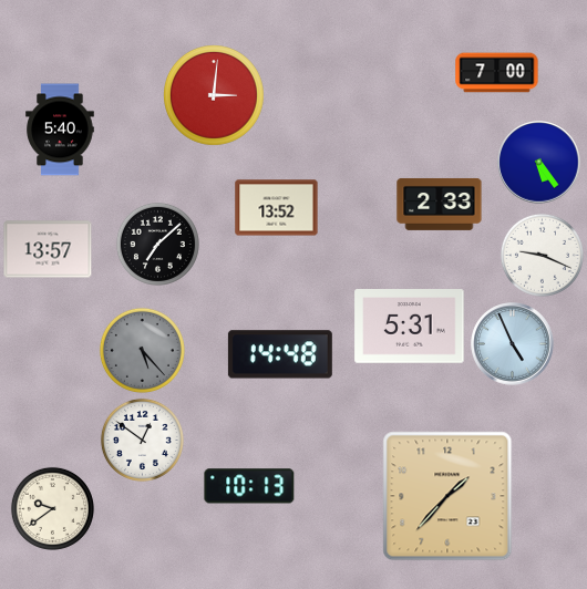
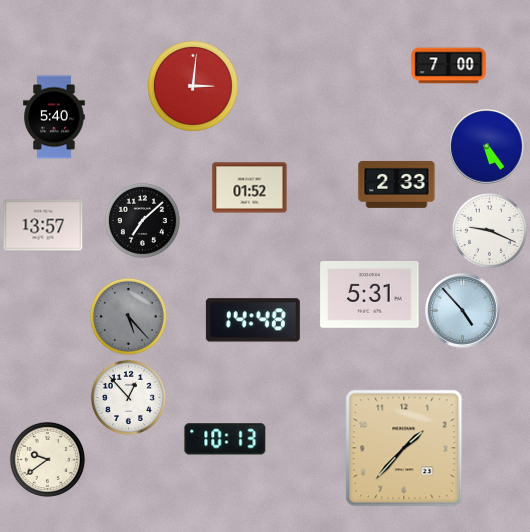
clock at (277, 208): 13:52 -> 01:52
clock at (513, 344): 4:56 -> 4:53
clock at (142, 440): 12:51 -> 12:53
